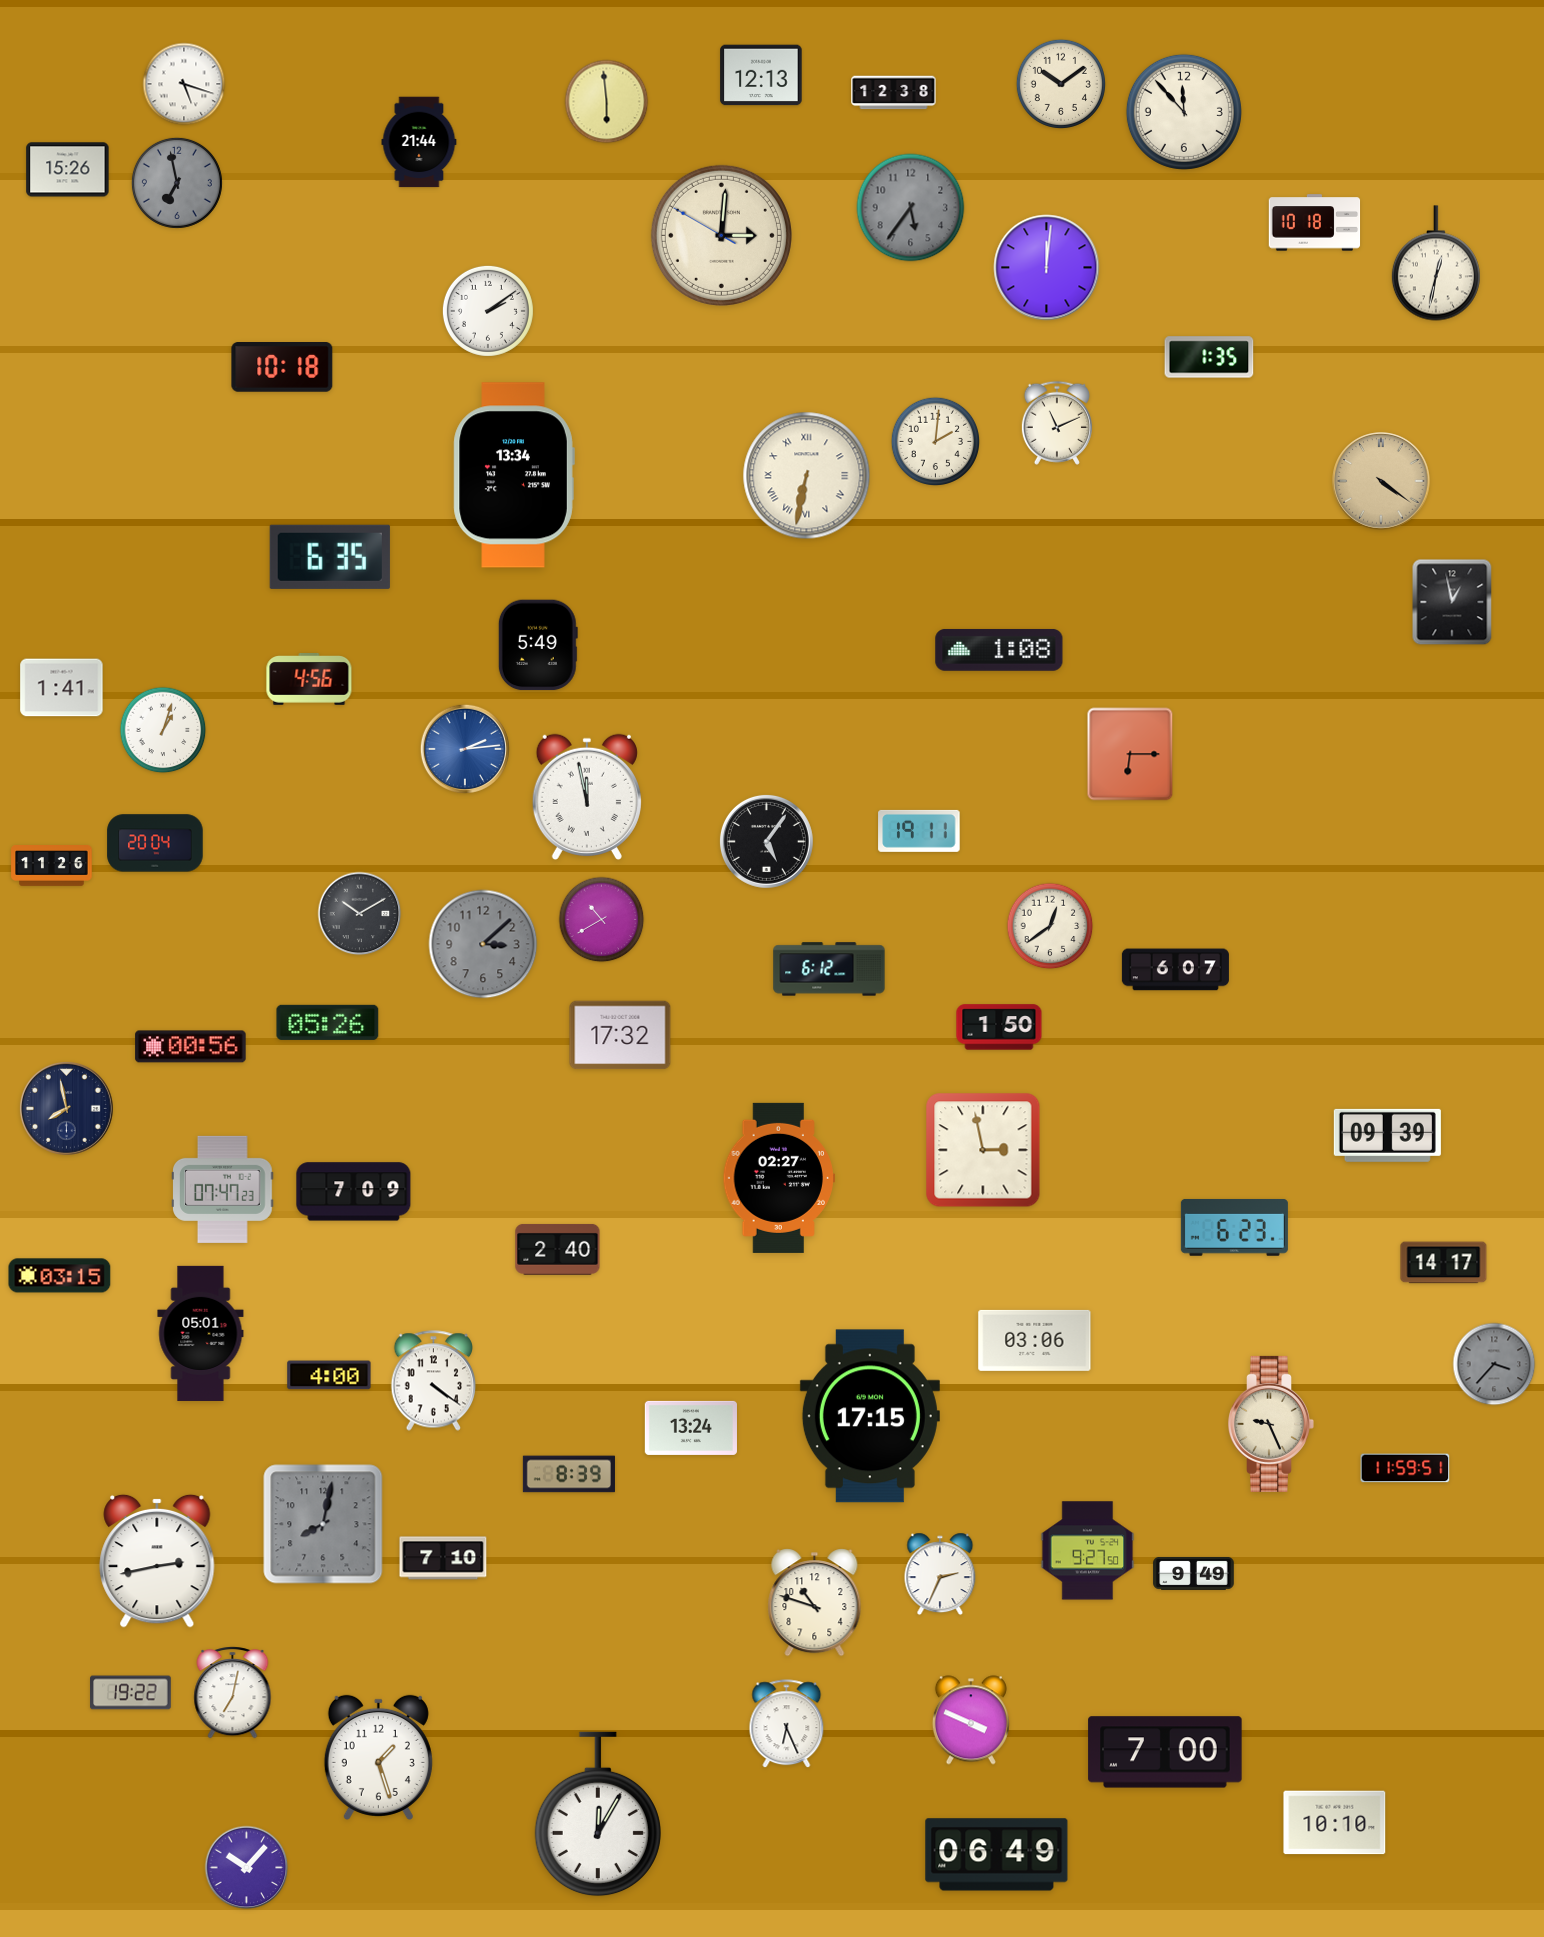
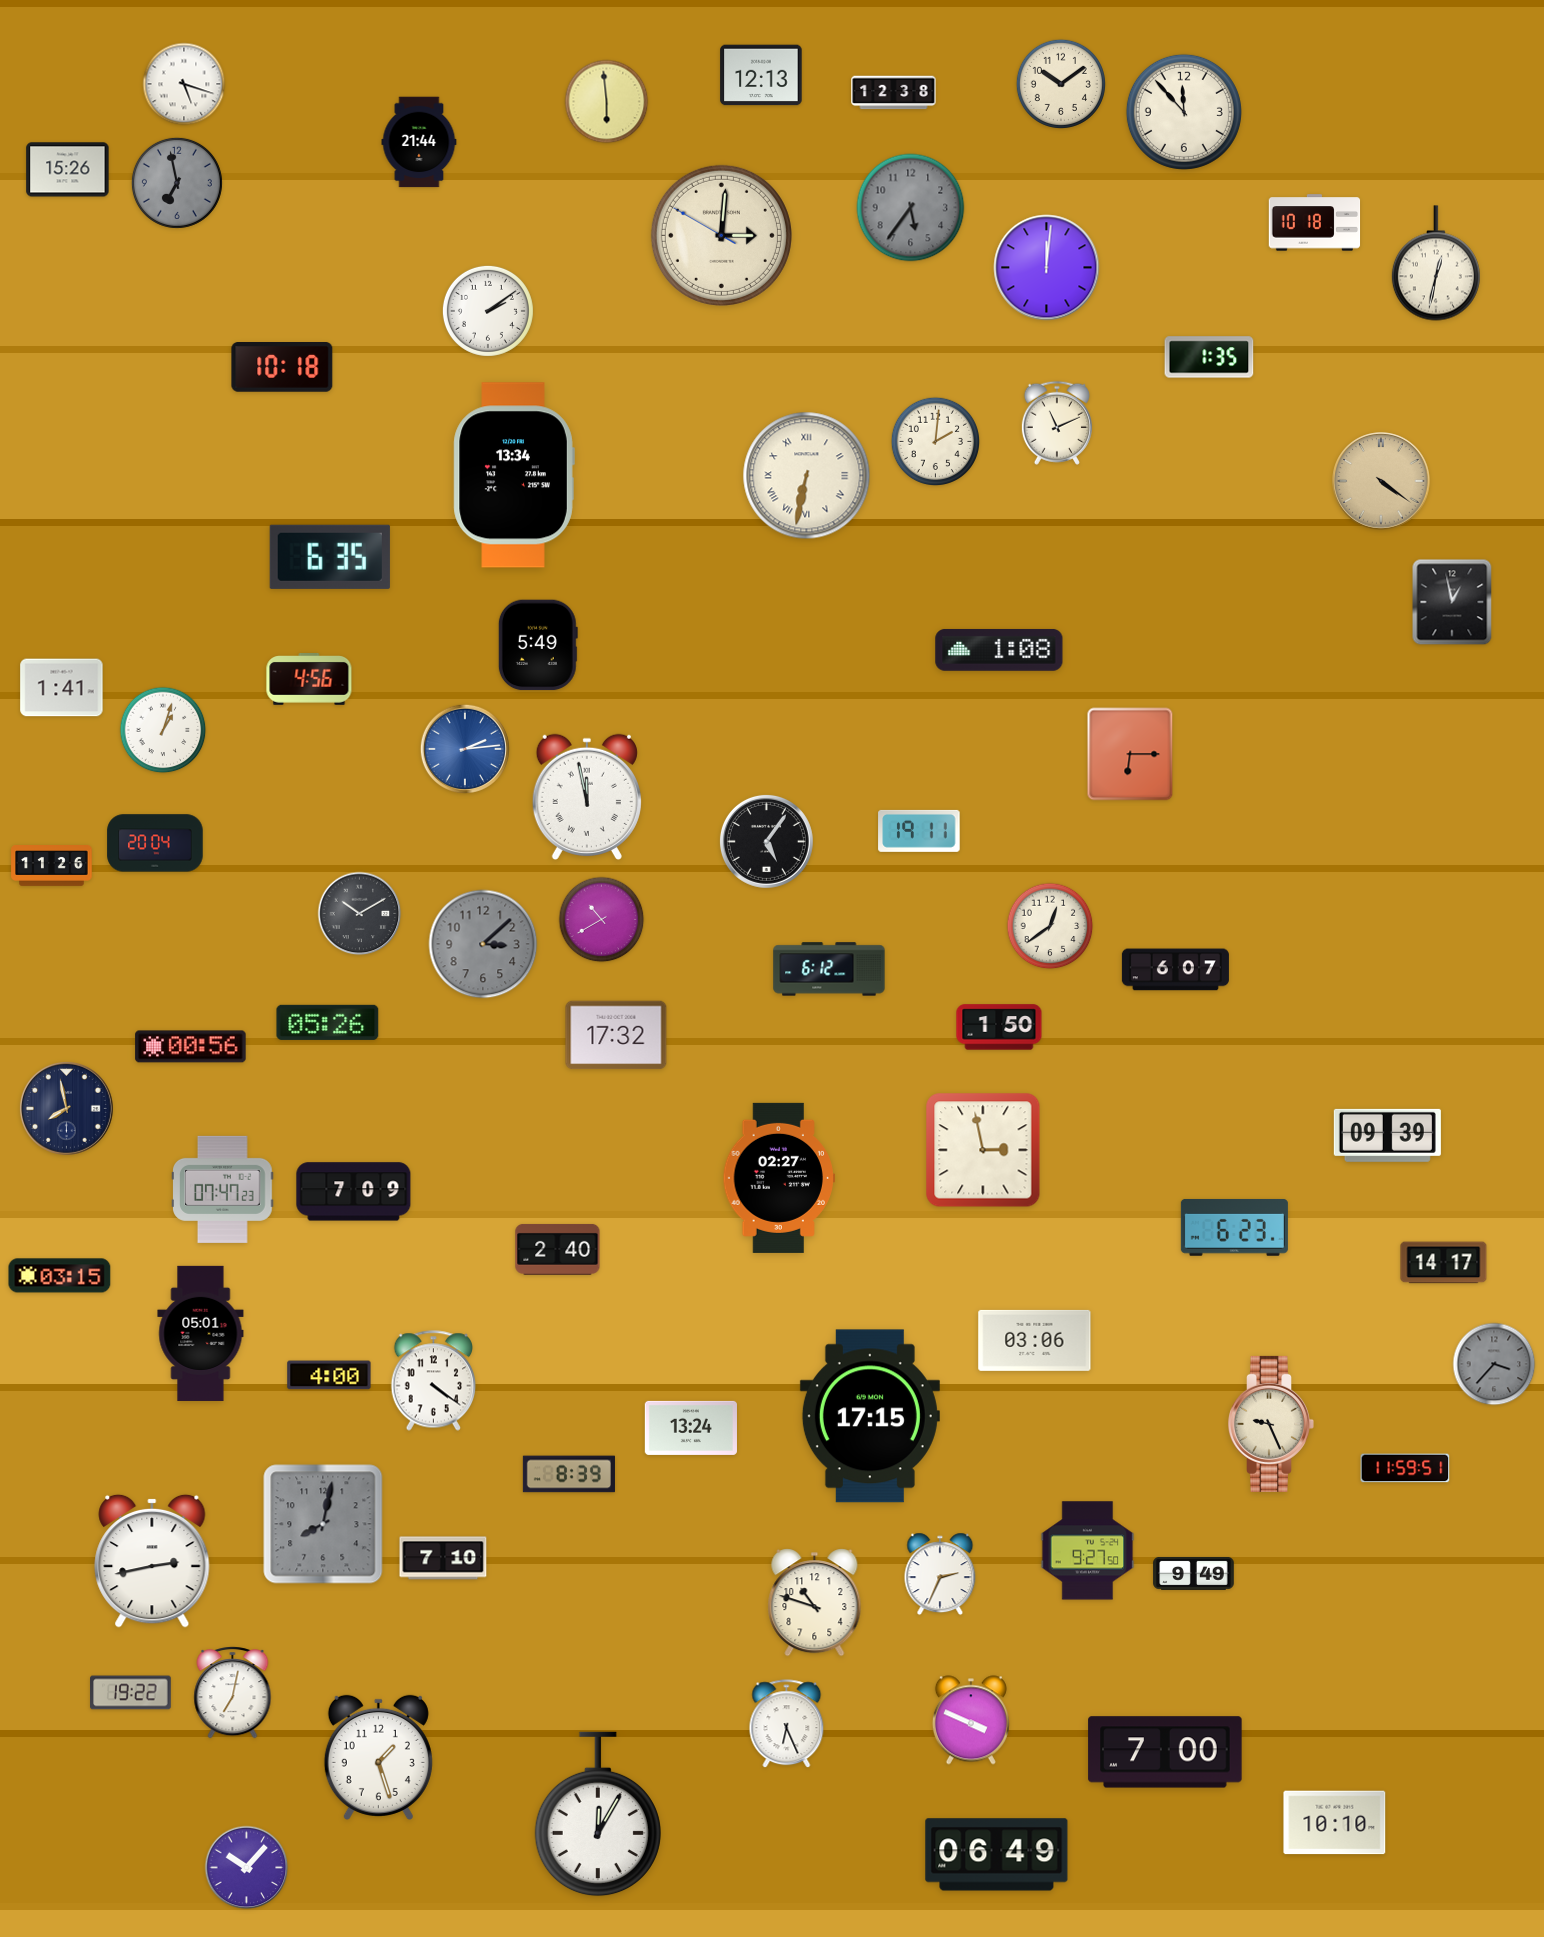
clock at (620, 1035) position: (620, 1035) -> (616, 1035)
clock at (157, 1561) position: (157, 1561) -> (152, 1561)
